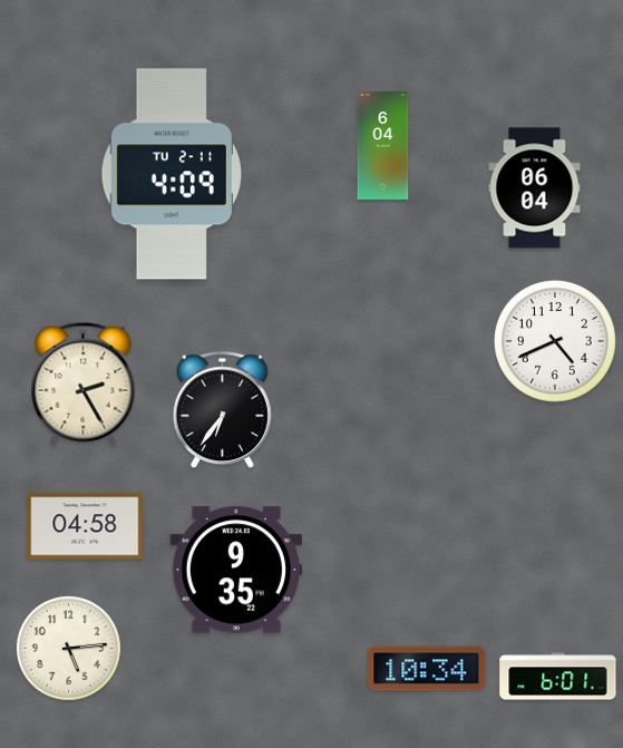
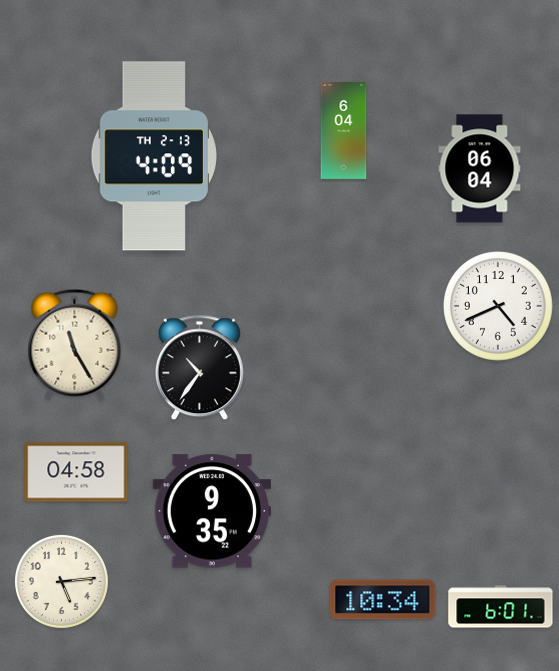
clock at (172, 174) date: TU 2-11 -> TH 2-13
clock at (84, 383): 2:25 -> 11:25
clock at (222, 410): 6:36 -> 10:36
